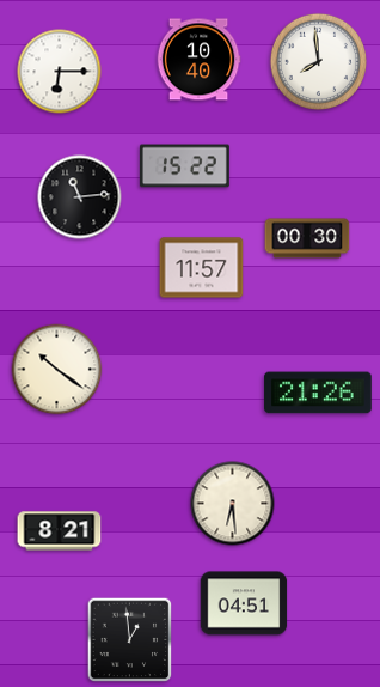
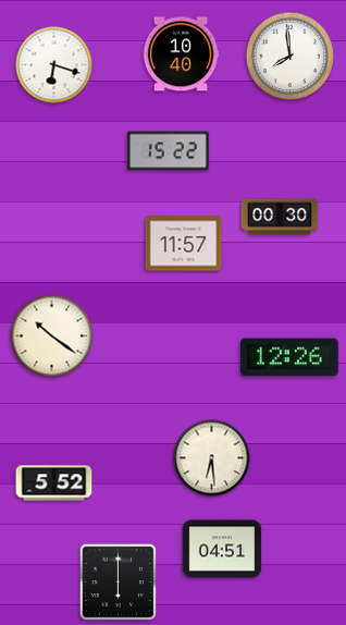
clock at (60, 72): 6:15 -> 6:18
clock at (80, 197): 11:14 -> none
clock at (318, 393): 21:26 -> 12:26
clock at (60, 531): 8:21 -> 5:52
clock at (130, 640): 12:59 -> 6:00
